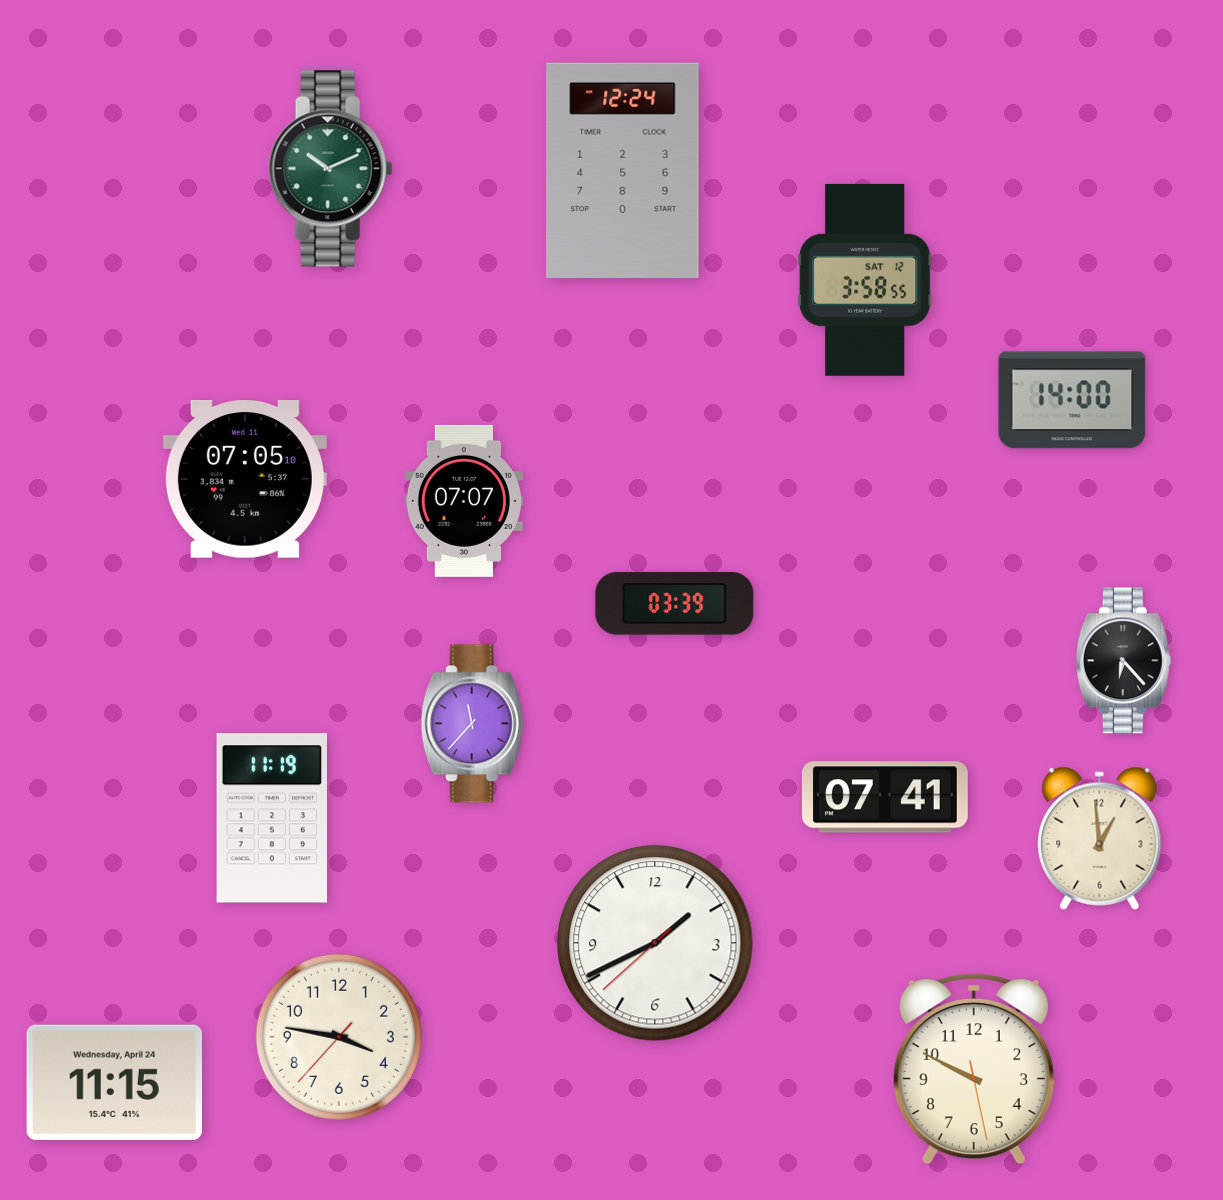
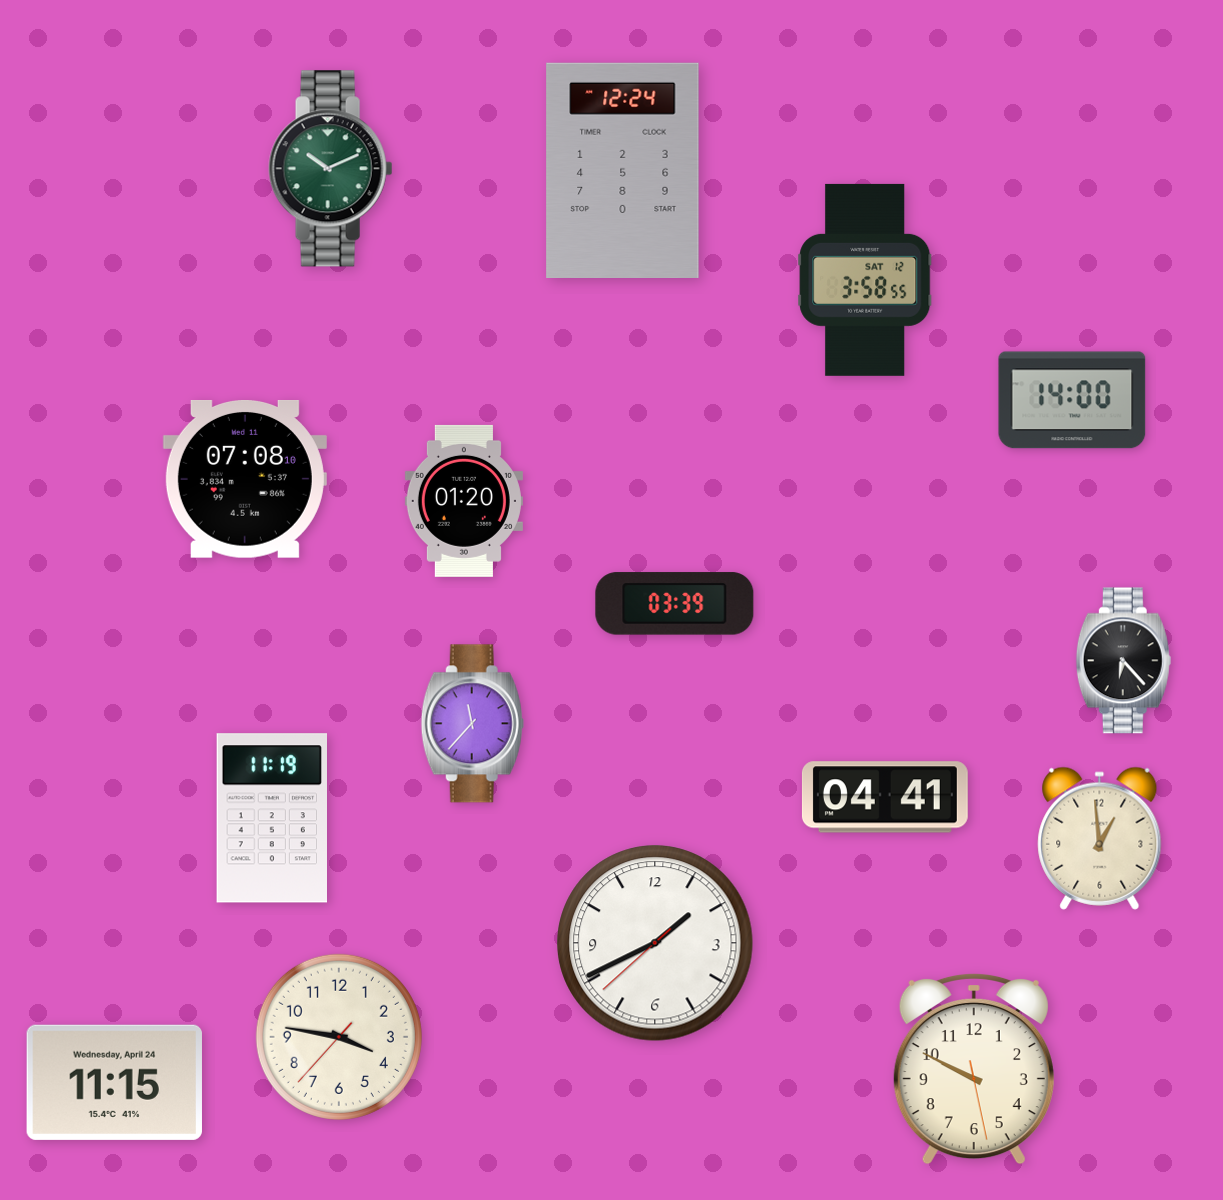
clock at (245, 480): 07:05 -> 07:08
clock at (464, 501): 07:07 -> 01:20
clock at (885, 797): 07:41 -> 04:41
